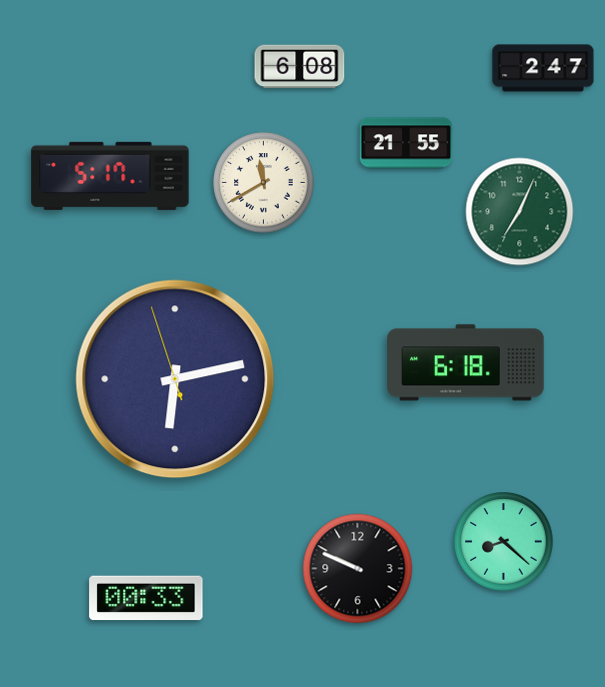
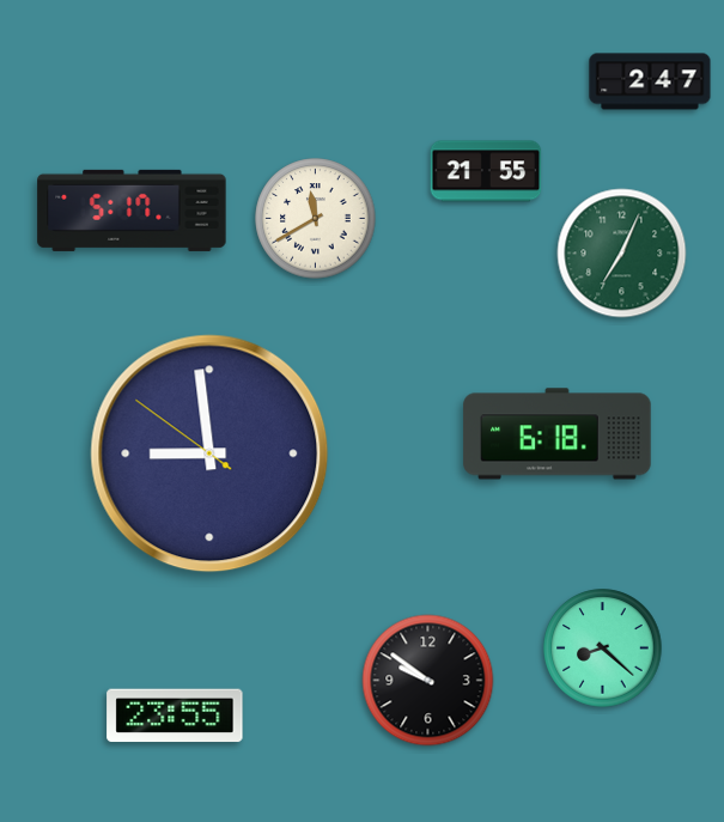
clock at (300, 67): 6:08 -> none
clock at (175, 379): 6:12 -> 8:58
clock at (358, 569): 9:49 -> 9:51
clock at (146, 598): 00:33 -> 23:55
